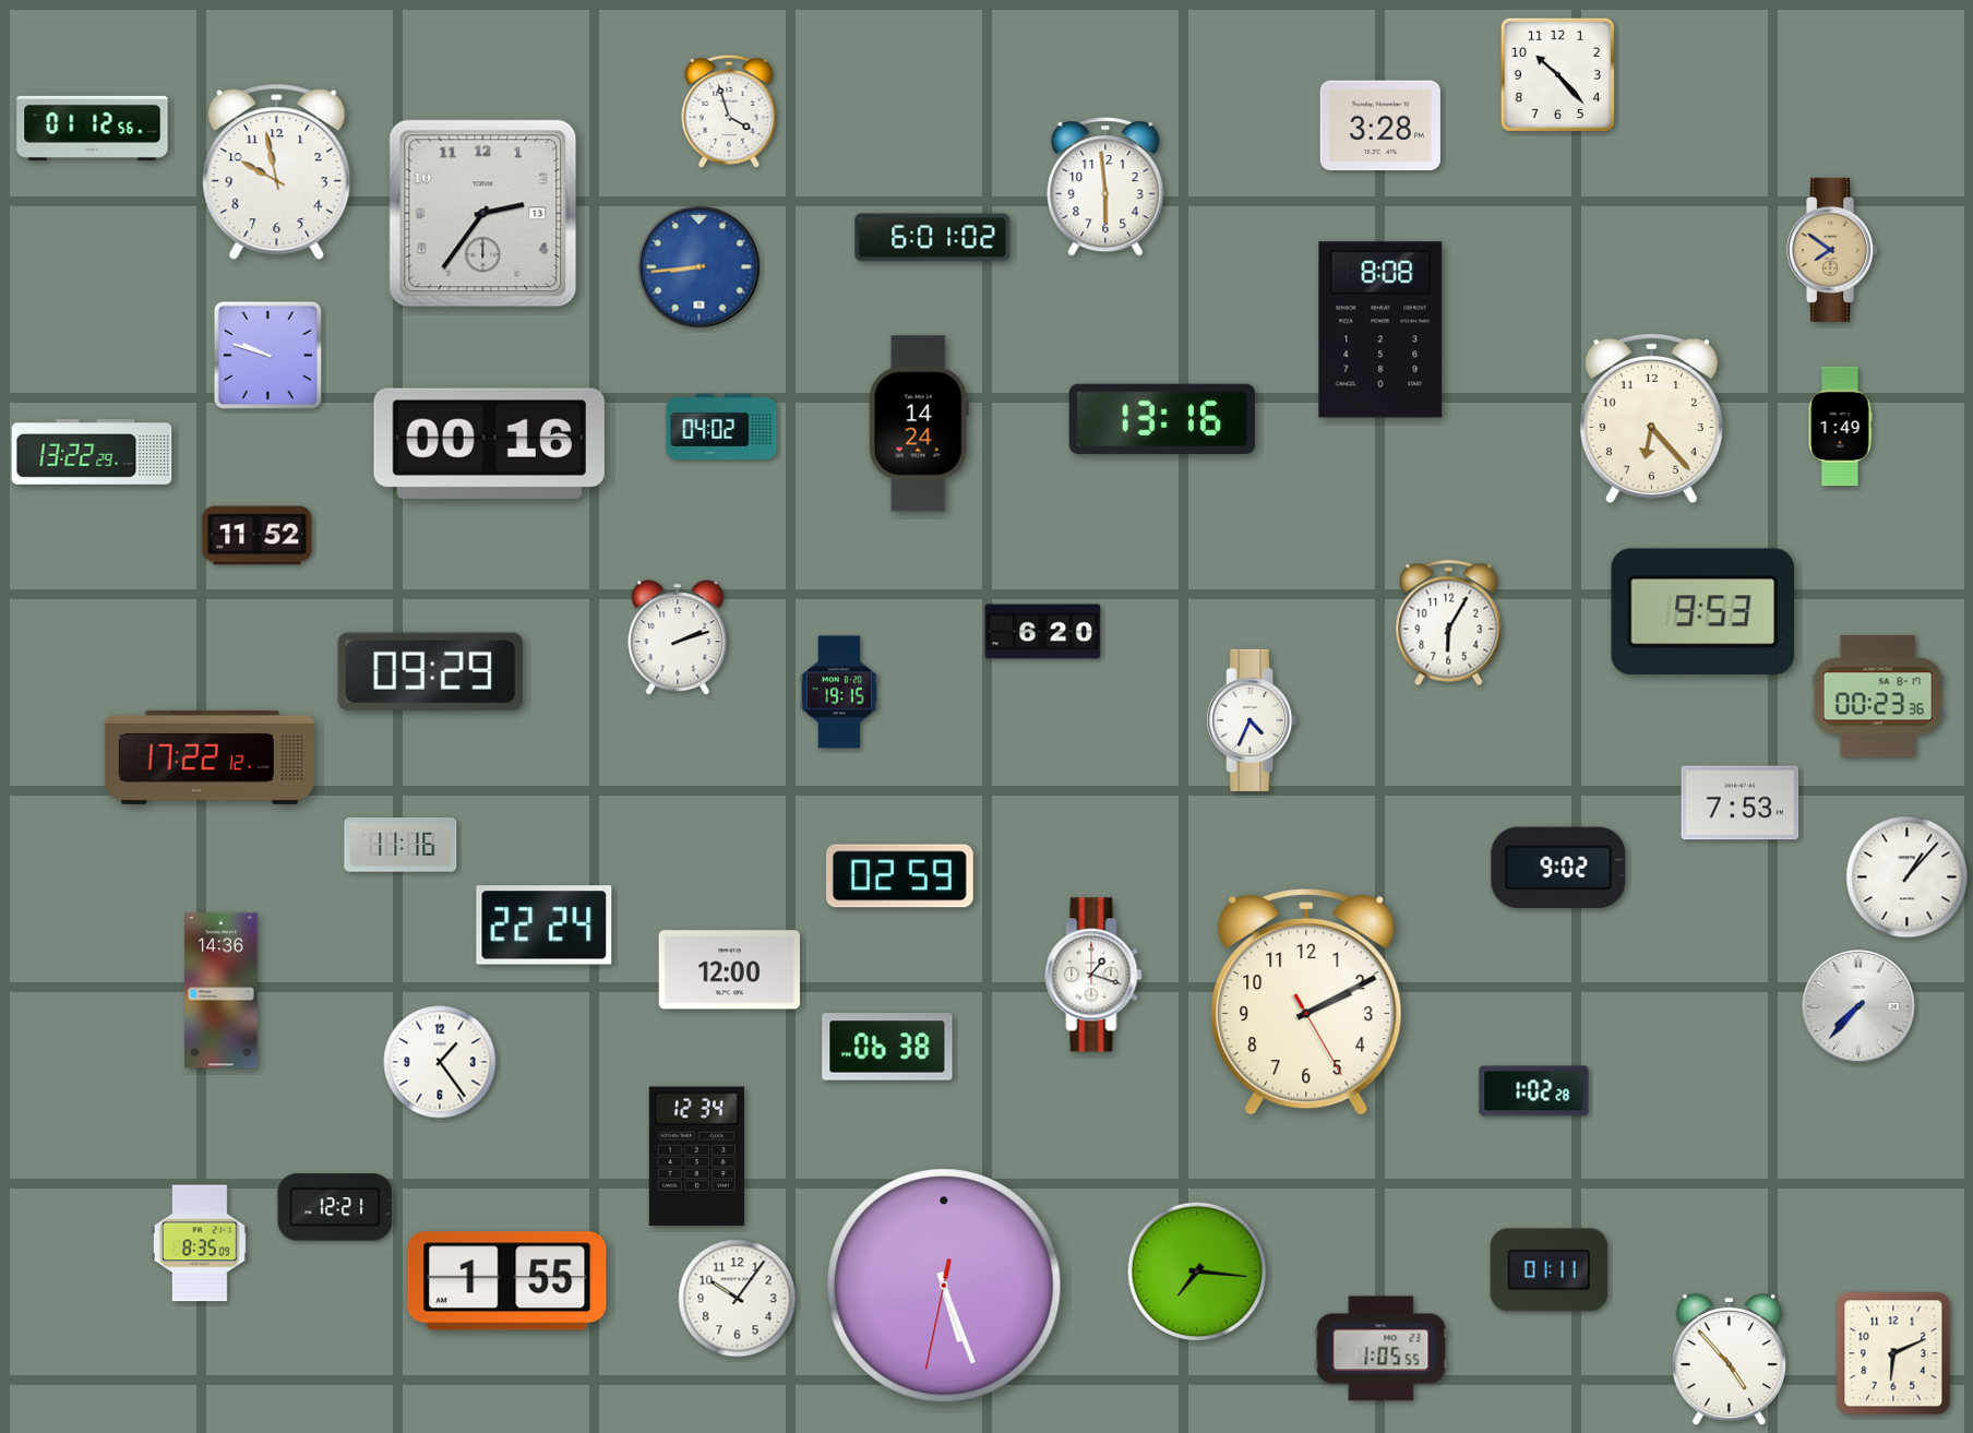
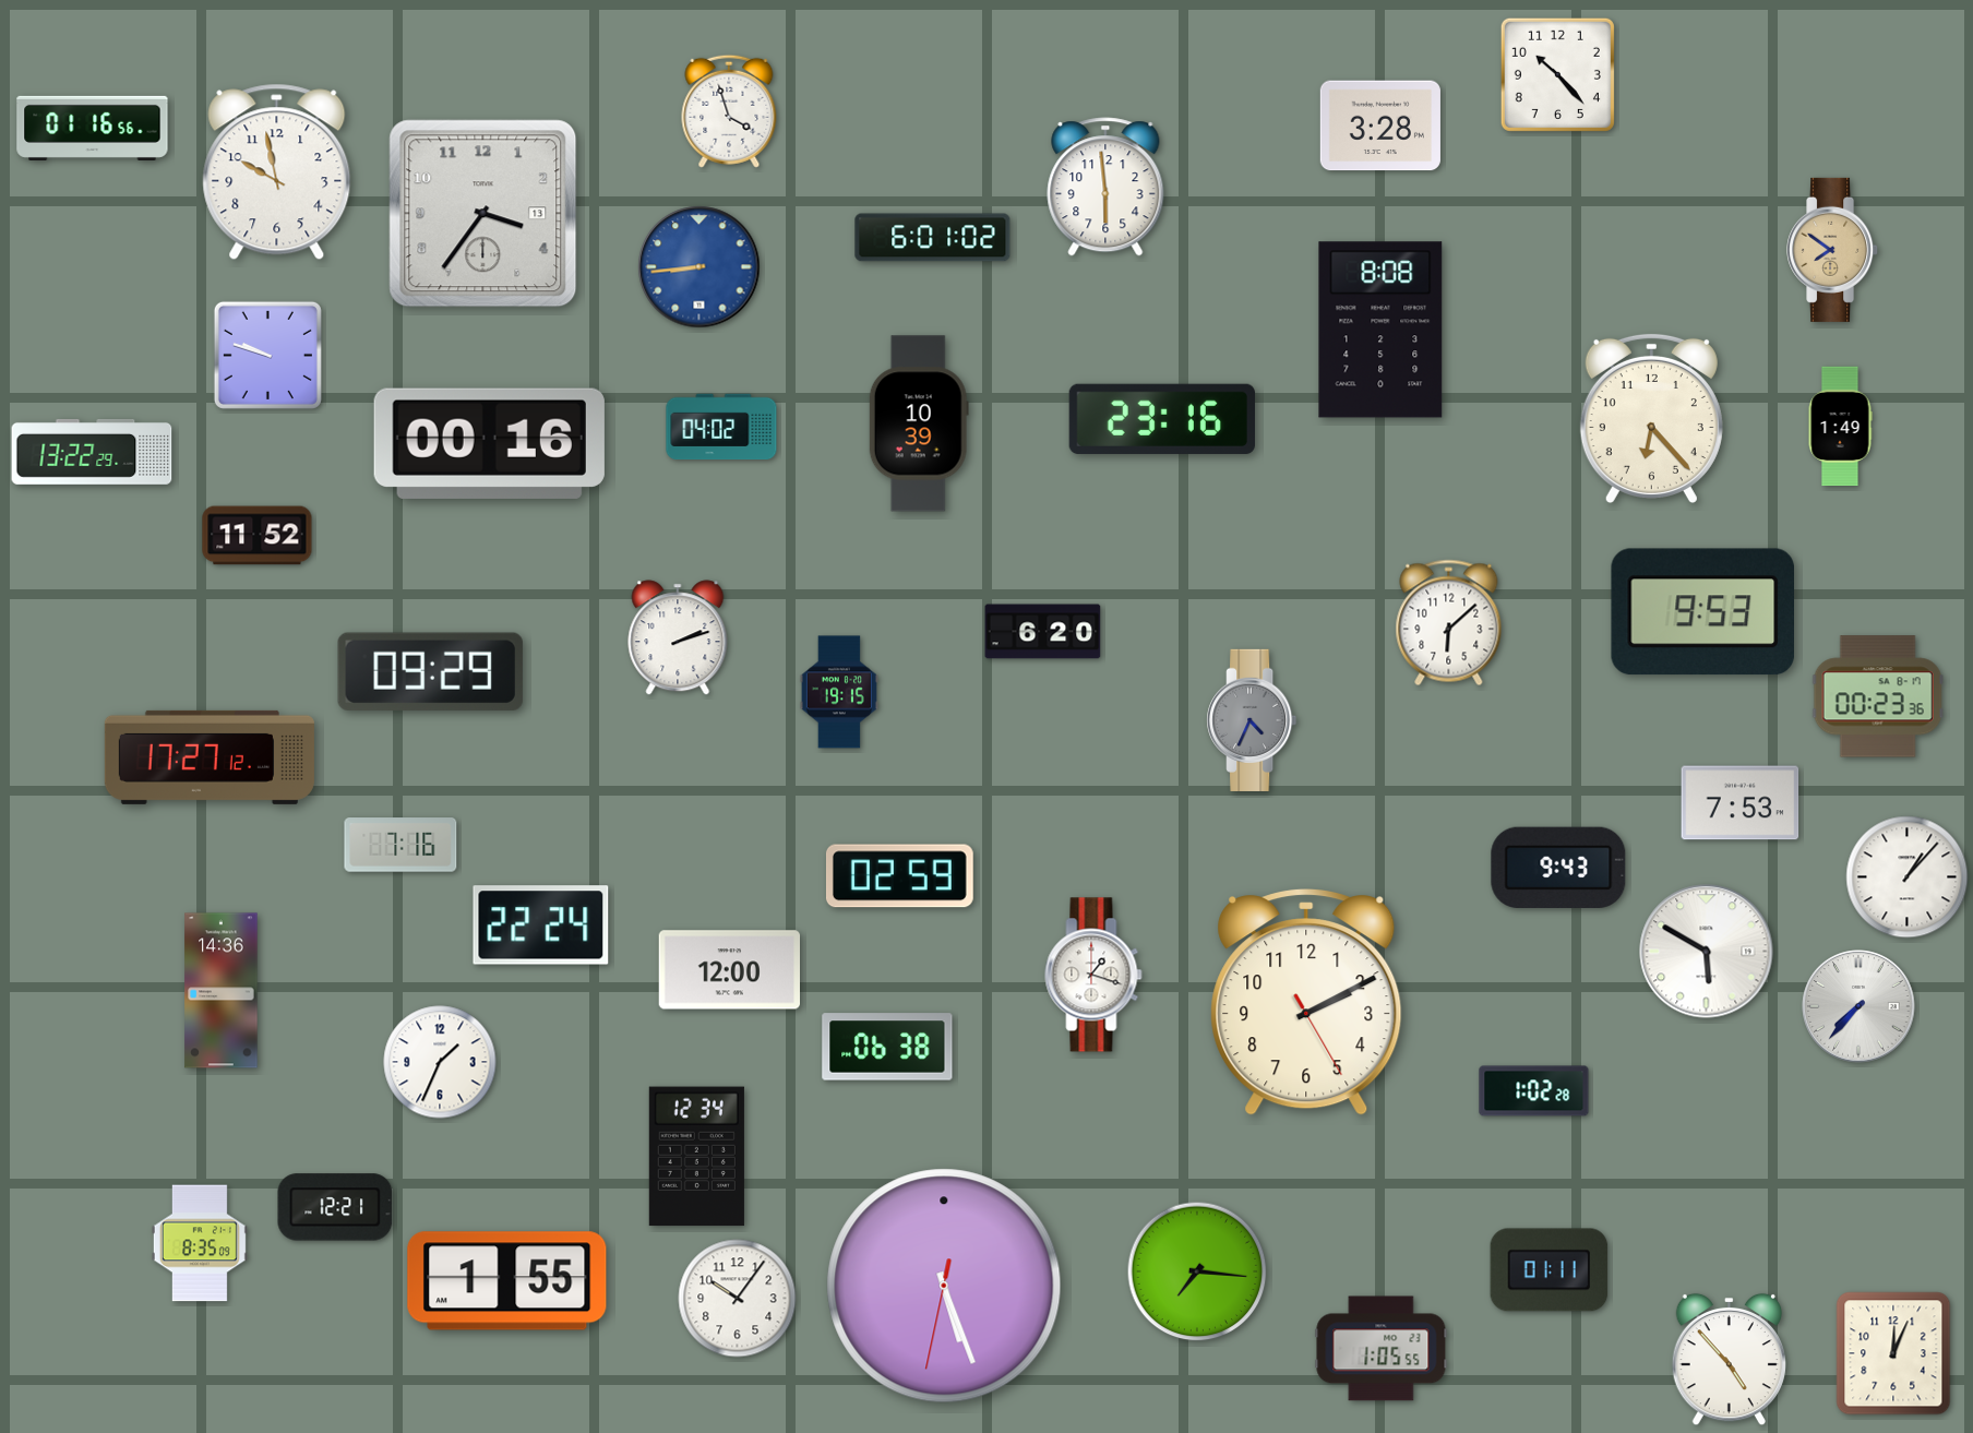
clock at (93, 128): 01:12 -> 01:16
clock at (483, 214): 2:36 -> 3:36
clock at (1162, 419): 13:16 -> 23:16
clock at (919, 423): 14:24 -> 10:39
clock at (1449, 623): 6:05 -> 6:08
clock at (1252, 720) dial: white -> grey
clock at (210, 757): 17:22 -> 17:27
clock at (400, 845): 11:16 -> 7:16
clock at (1558, 867): 9:02 -> 9:43
clock at (545, 926) position: (545, 926) -> (541, 926)
clock at (1707, 952): none -> 5:50
clock at (440, 1062): 1:24 -> 1:34
clock at (1893, 1353): 6:11 -> 12:04
